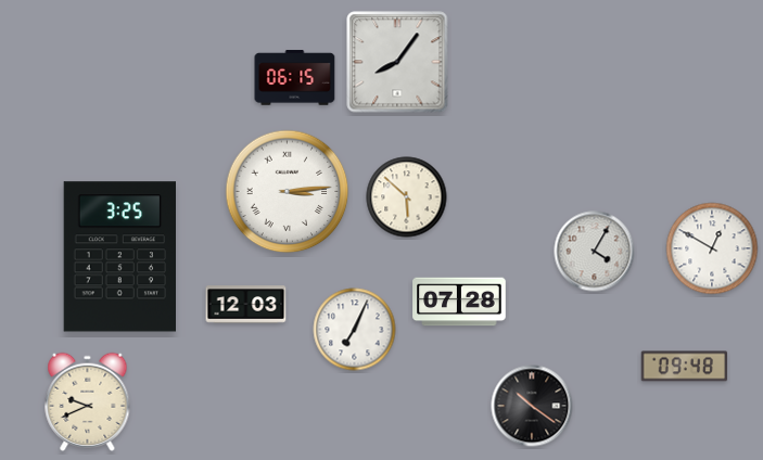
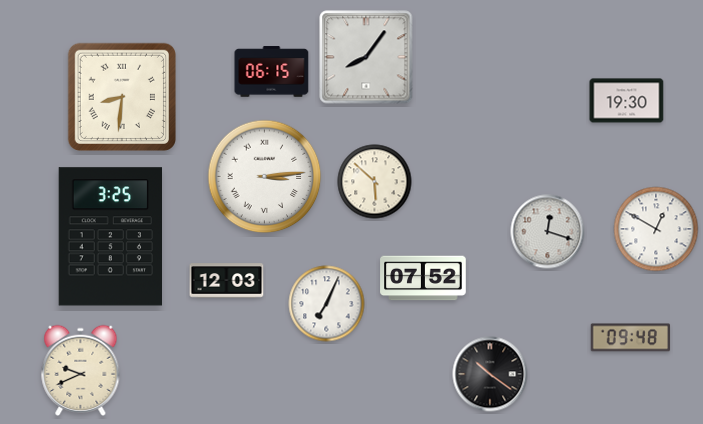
clock at (121, 96): none -> 8:31
clock at (627, 101): none -> 19:30
clock at (595, 252): 4:05 -> 12:18
clock at (459, 302): 07:28 -> 07:52
